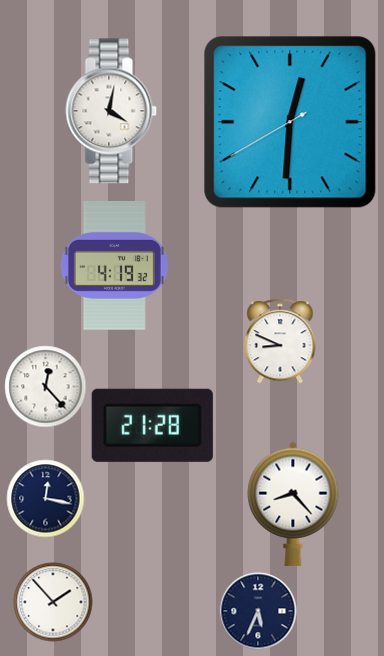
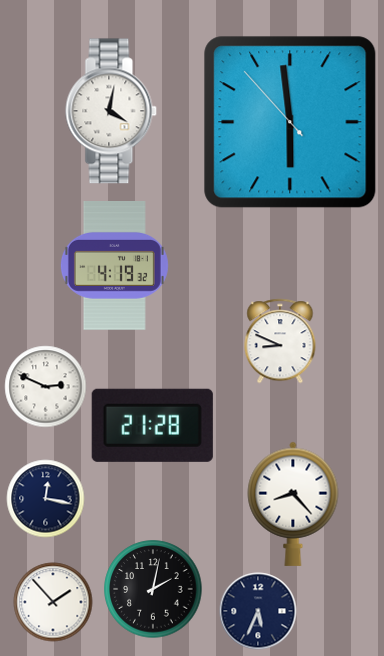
clock at (290, 122): 12:30 -> 5:58
clock at (46, 387): 12:23 -> 2:49
clock at (153, 589): none -> 2:02
